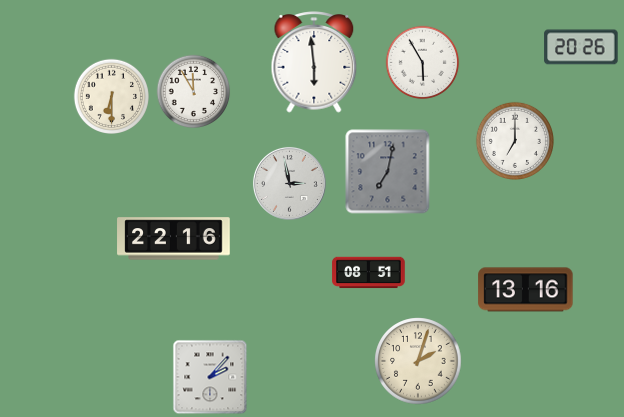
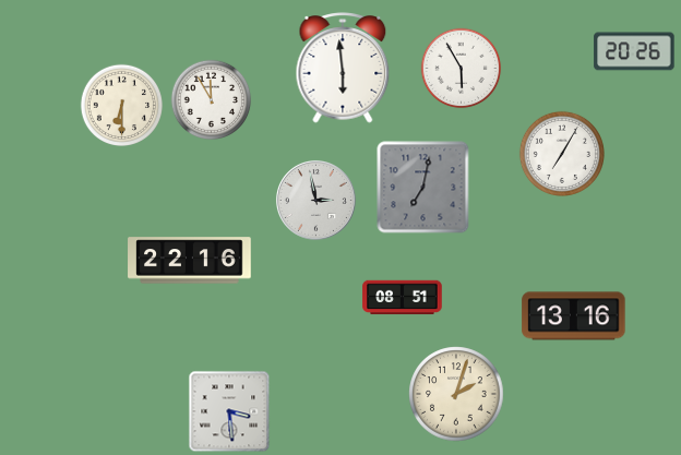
clock at (515, 141): 7:00 -> 7:05
clock at (210, 377): 2:07 -> 3:29
